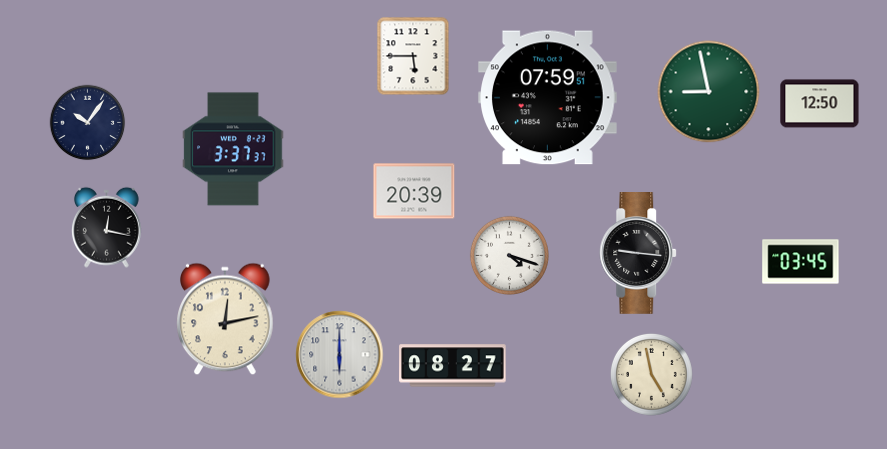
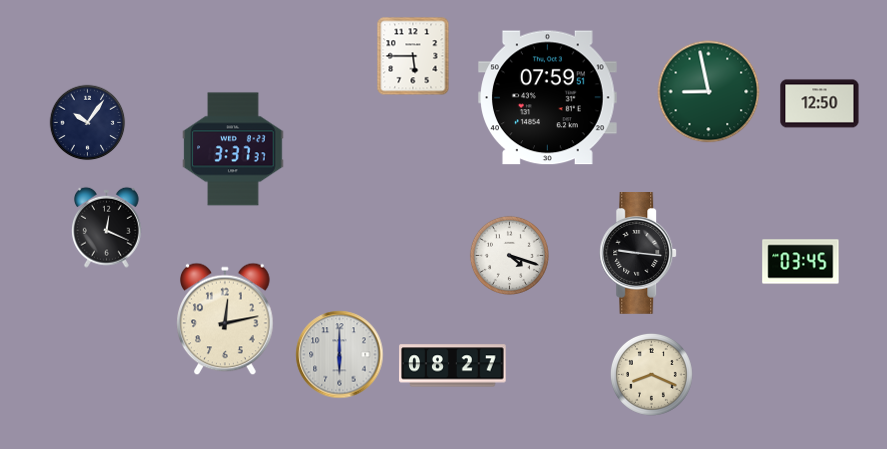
clock at (414, 191): 20:39 -> none
clock at (106, 227): 12:17 -> 12:19
clock at (651, 374): 4:58 -> 8:19
